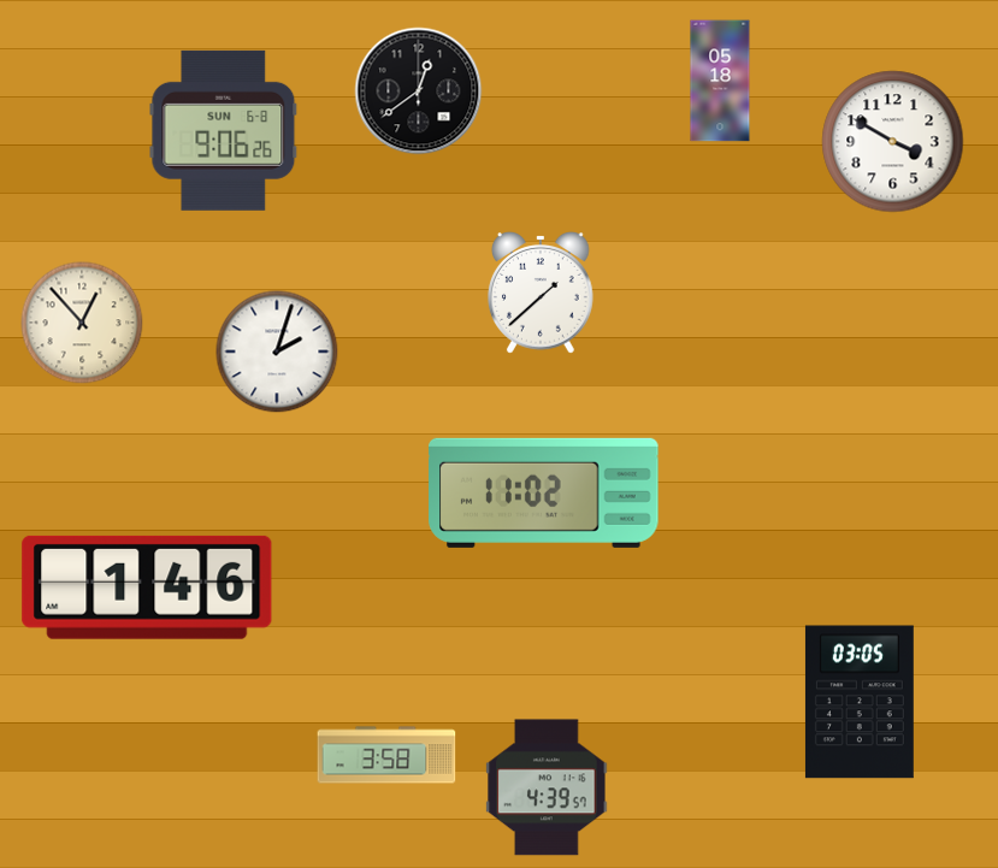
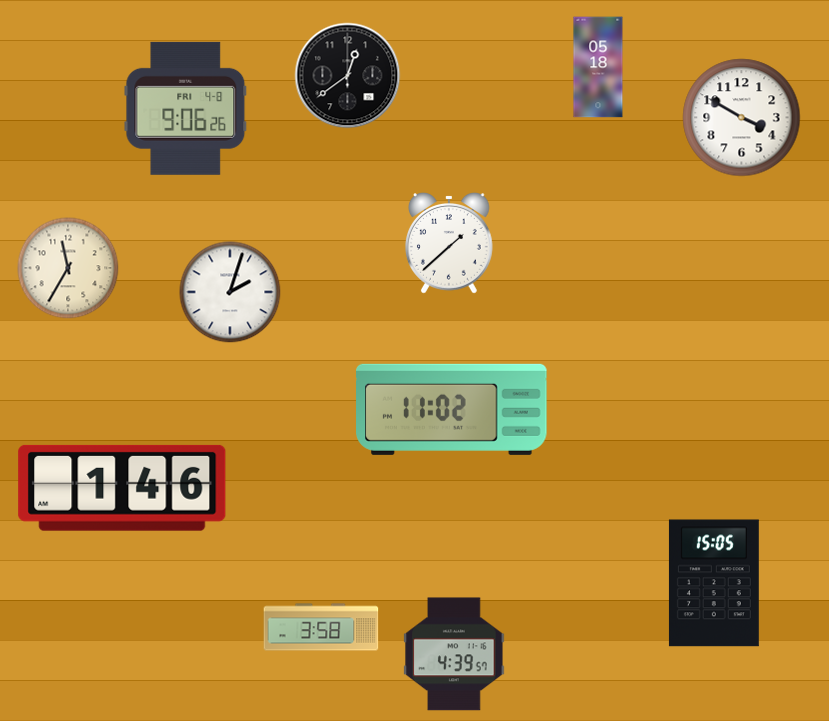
clock at (224, 130) date: SUN 6-8 -> FRI 4-8
clock at (82, 323): 12:53 -> 11:35
clock at (860, 702): 03:05 -> 15:05
